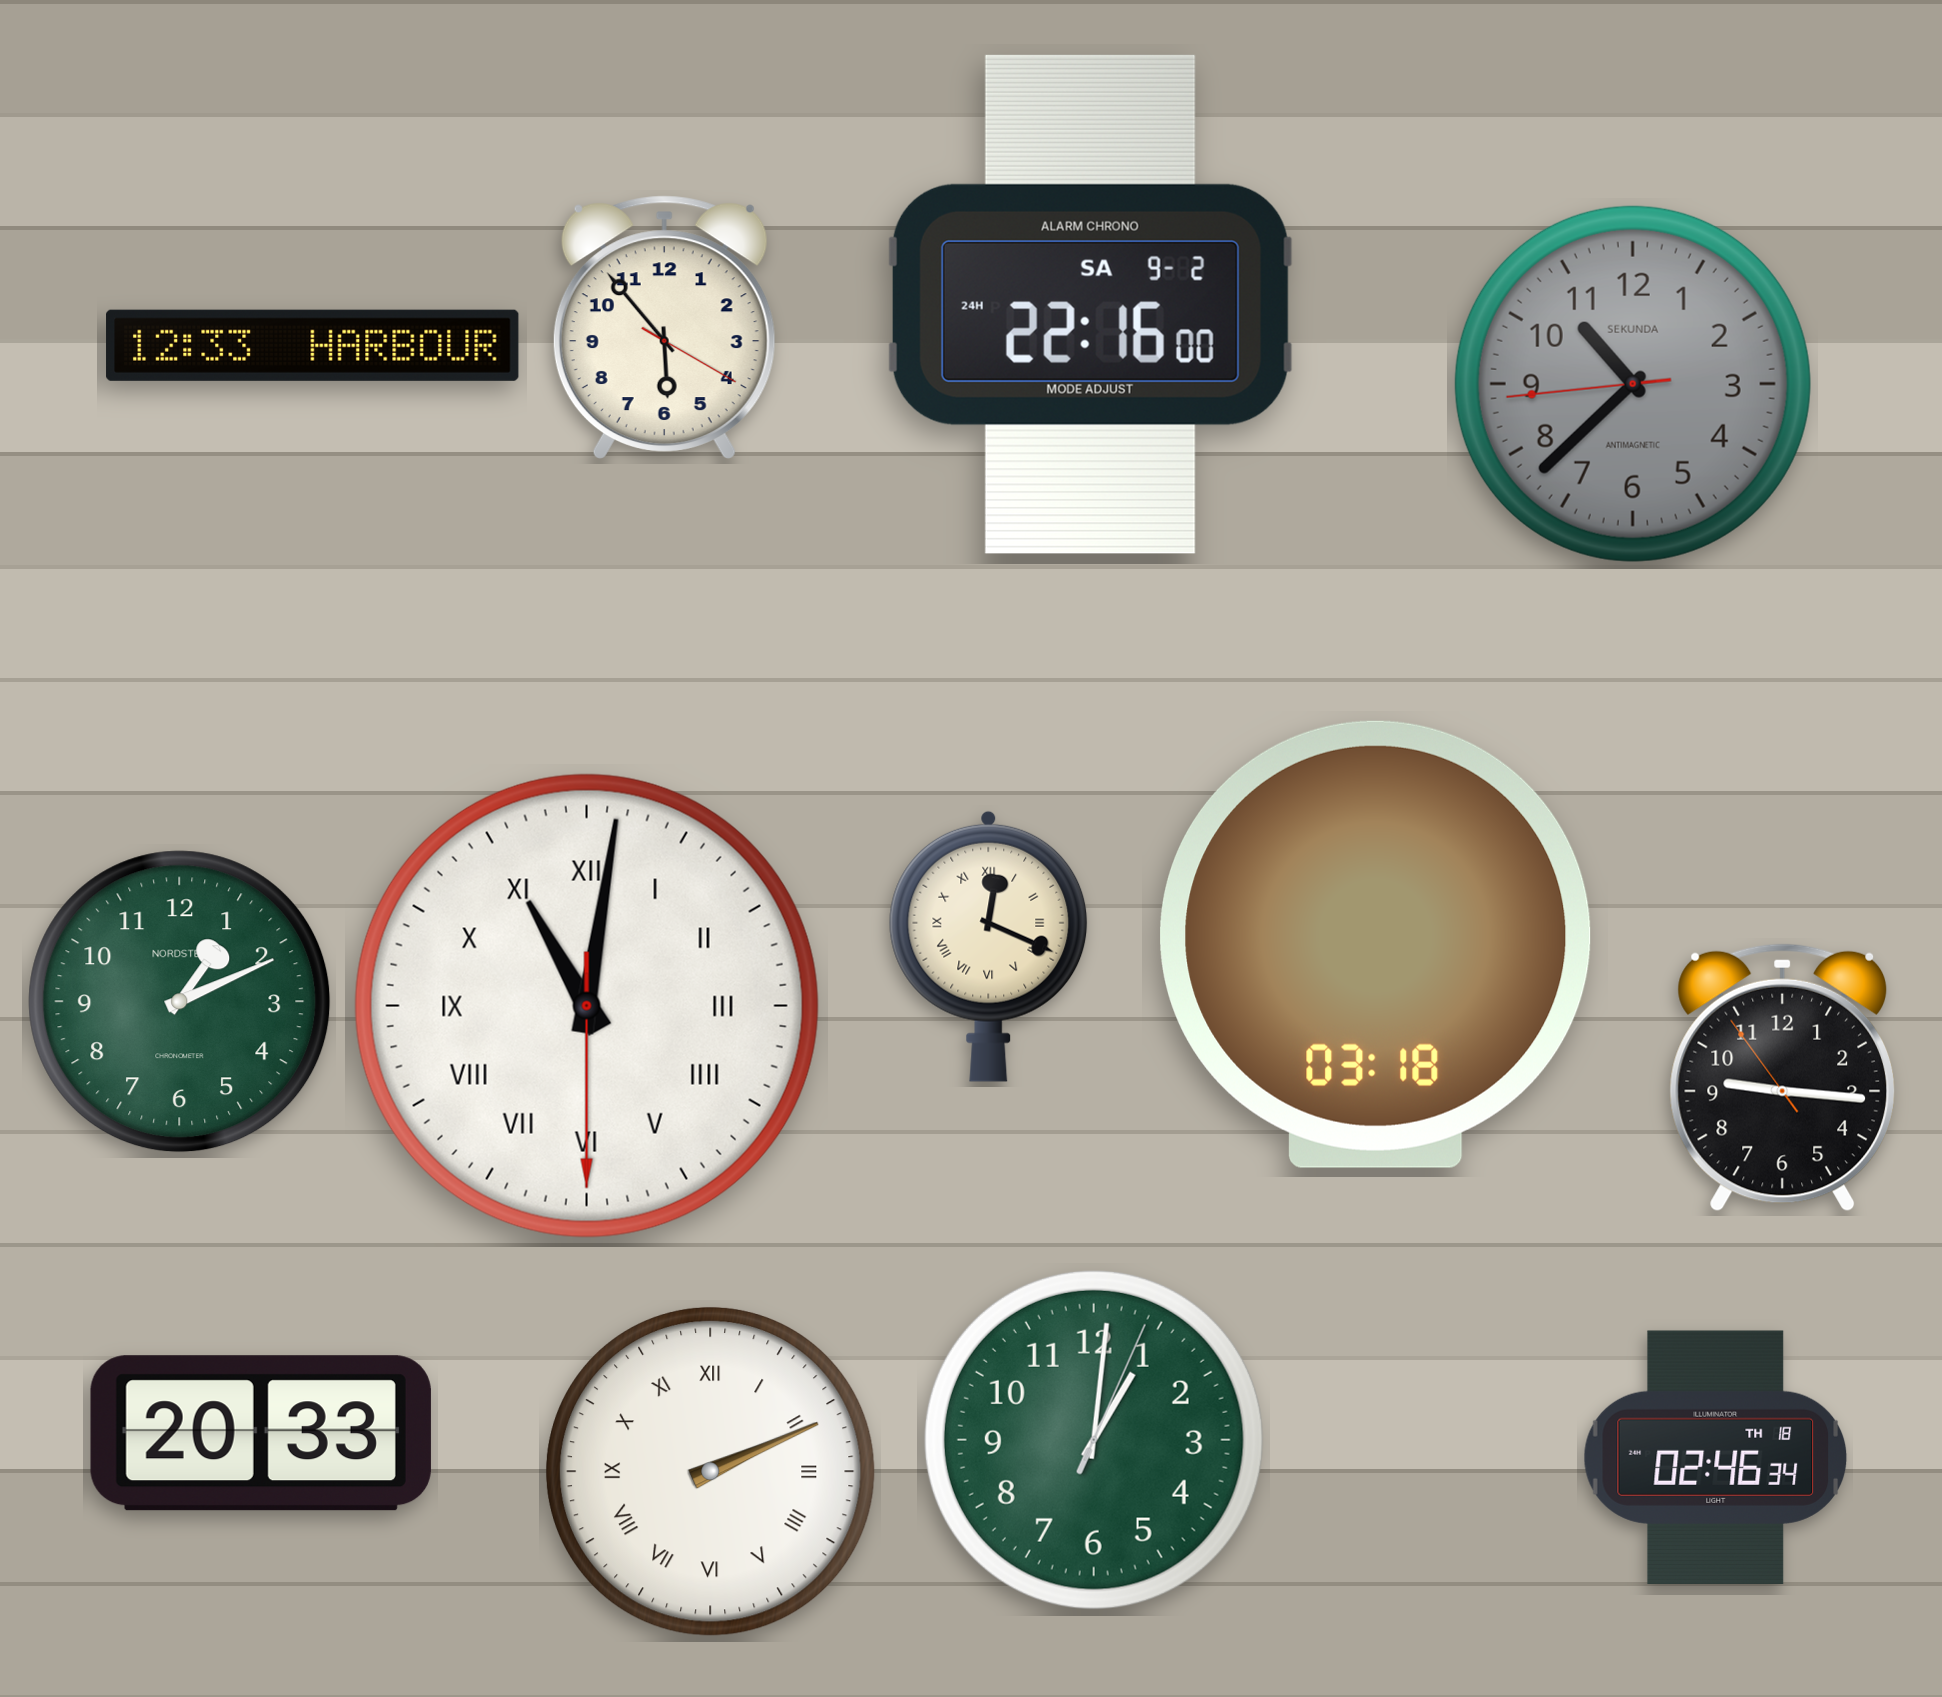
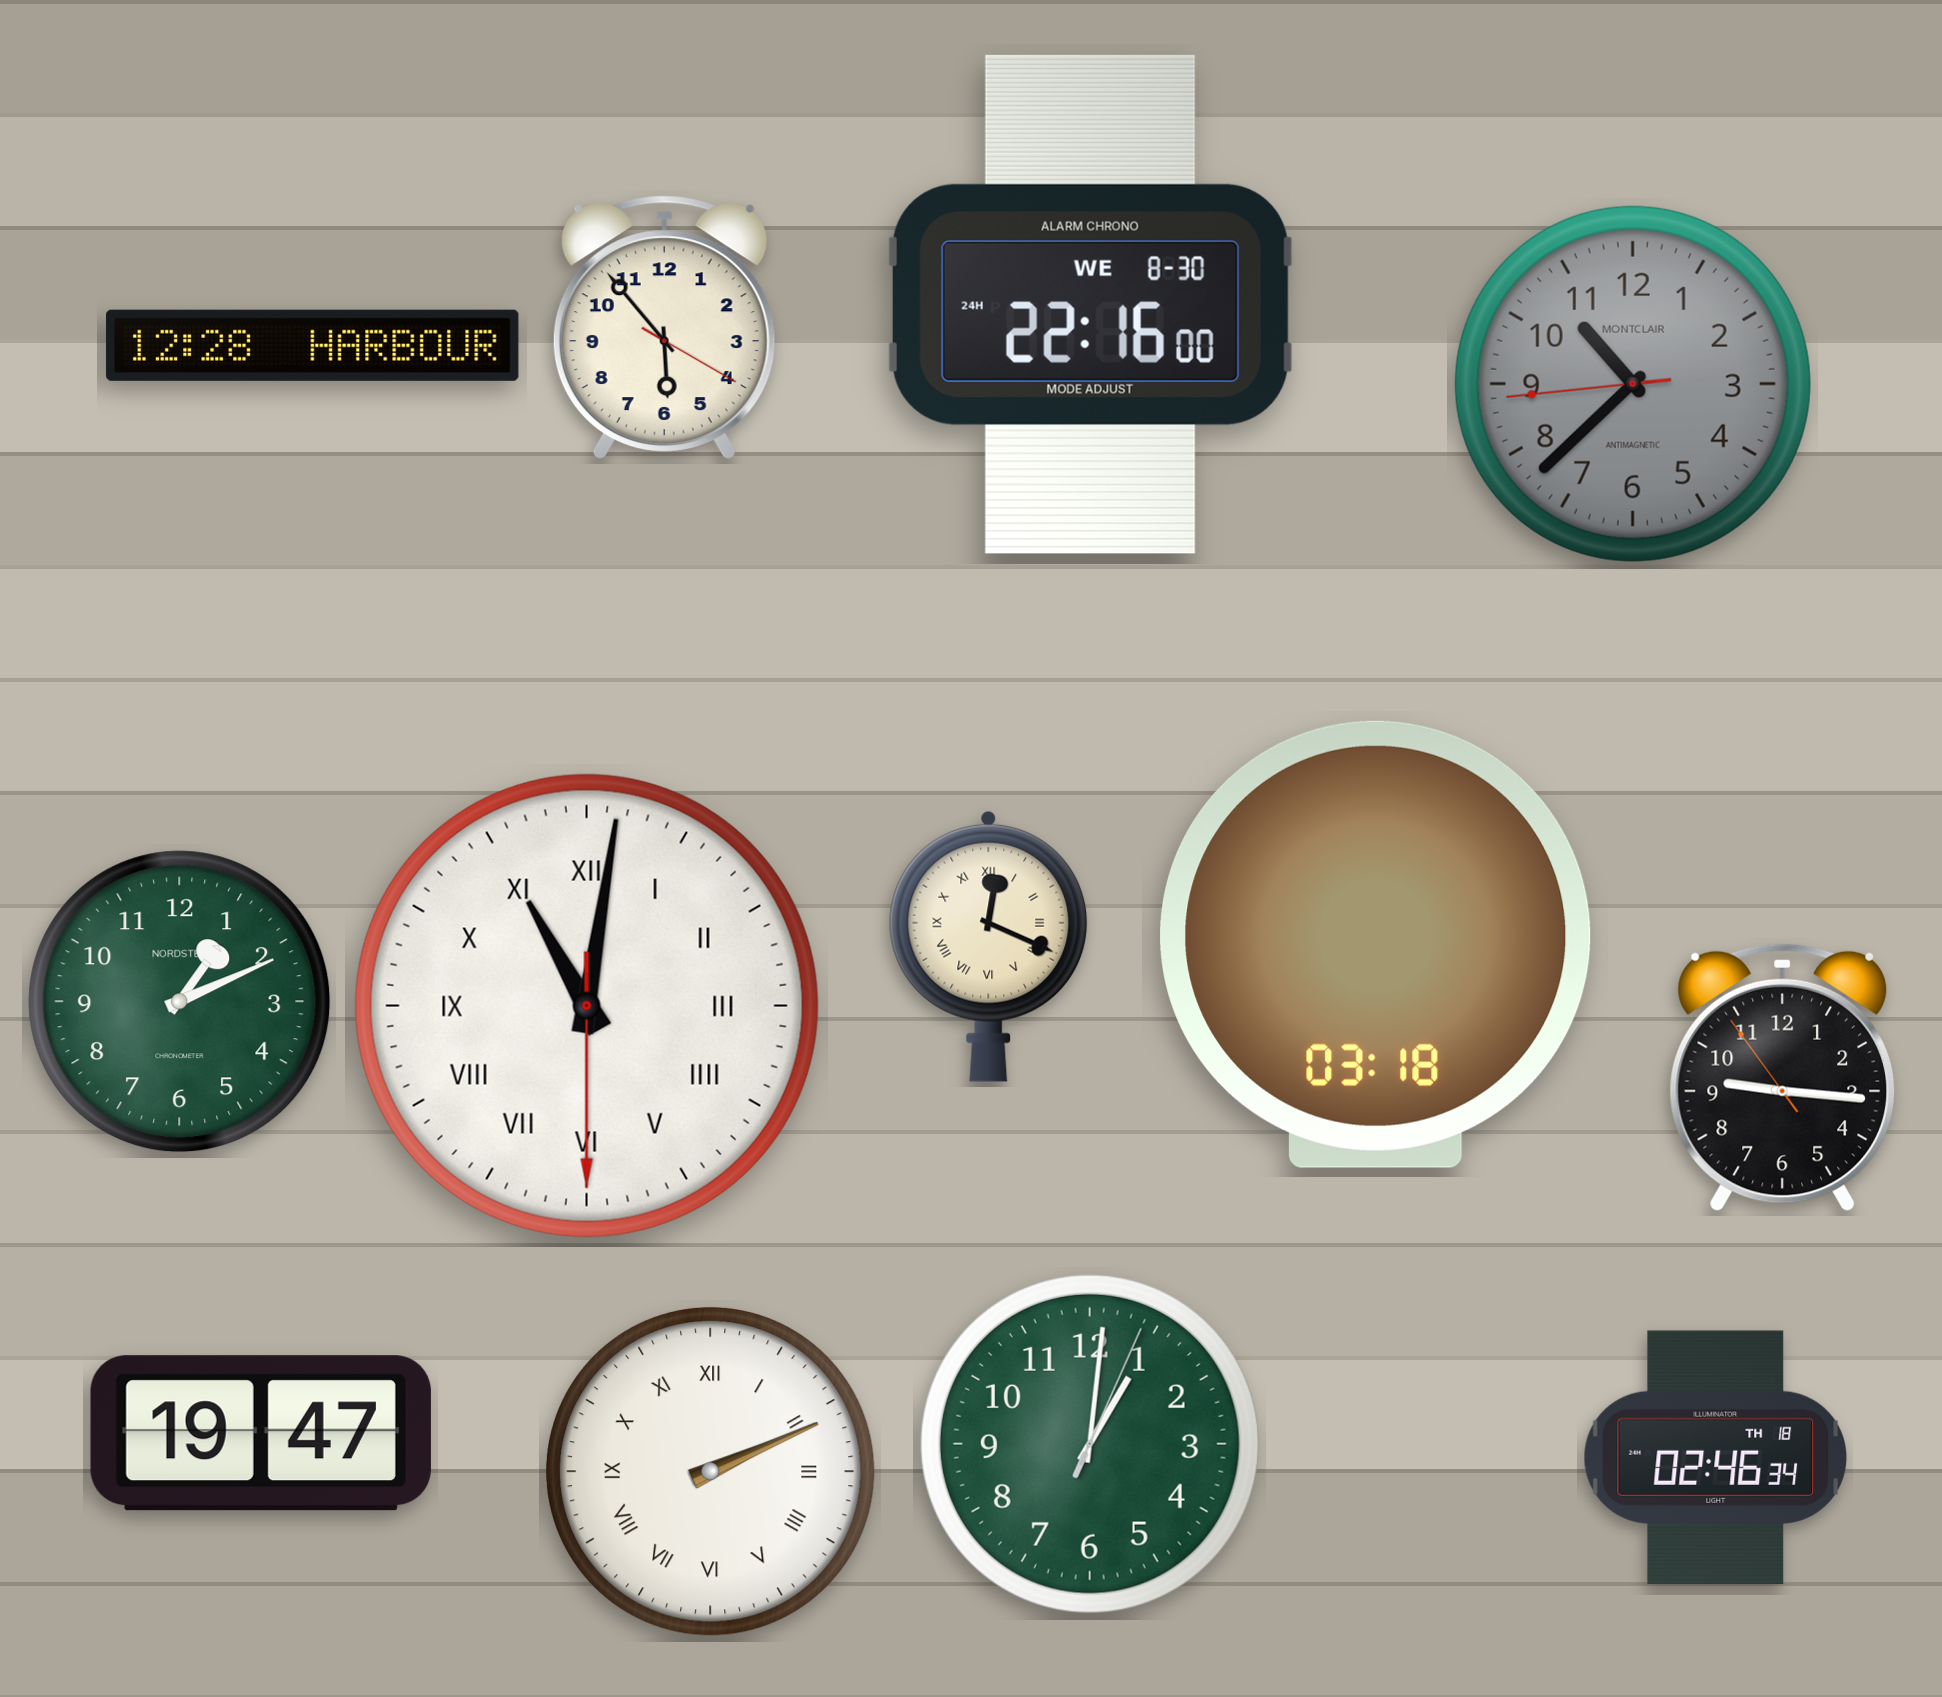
clock at (1090, 304) date: SA 9-2 -> WE 8-30
clock at (313, 345): 12:33 -> 12:28
clock at (1633, 384) brand: SEKUNDA -> MONTCLAIR
clock at (261, 1433): 20:33 -> 19:47
clock at (1094, 1440) position: (1094, 1440) -> (1090, 1444)
